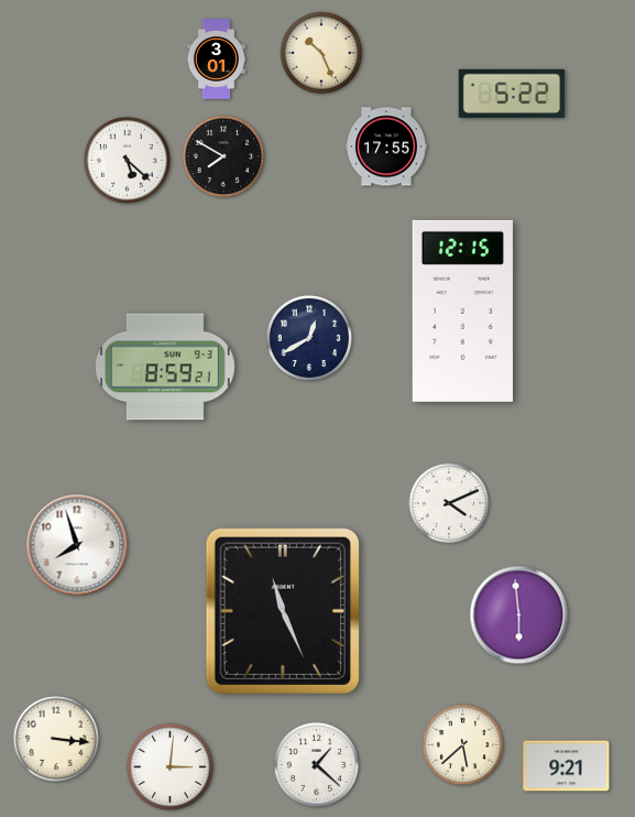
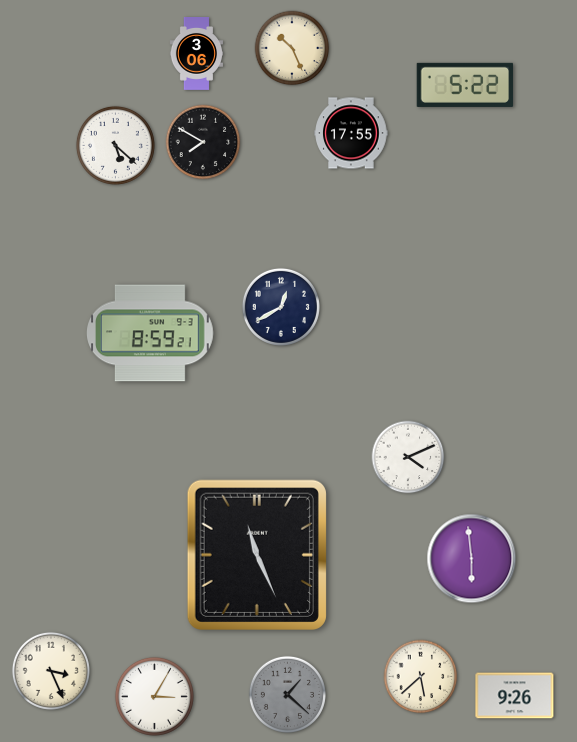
clock at (216, 59): 3:01 -> 3:06
clock at (462, 311): 12:15 -> none
clock at (77, 545): 7:57 -> none
clock at (56, 739): 3:16 -> 3:26
clock at (316, 764) dial: white -> grey
clock at (169, 766): 3:01 -> 3:05
clock at (567, 766): 9:21 -> 9:26
